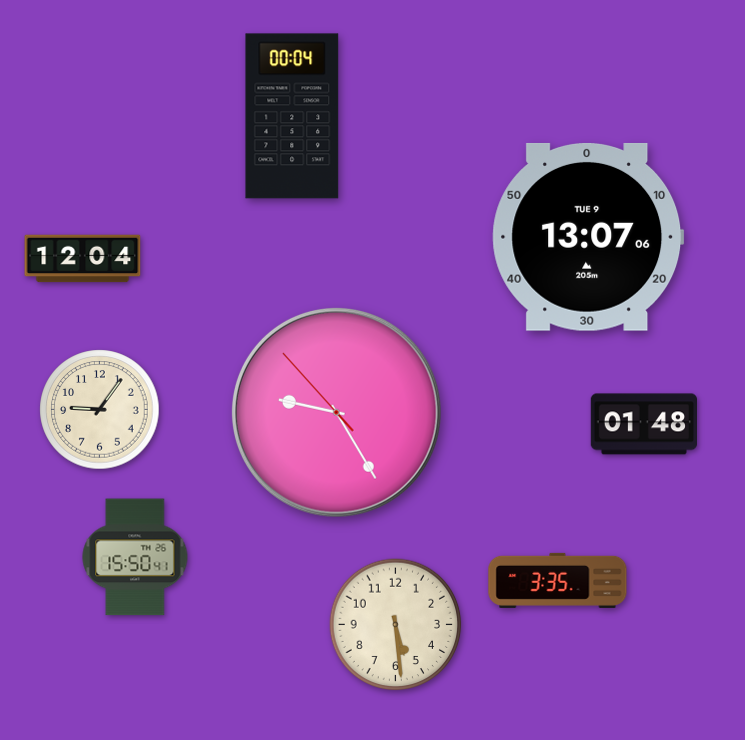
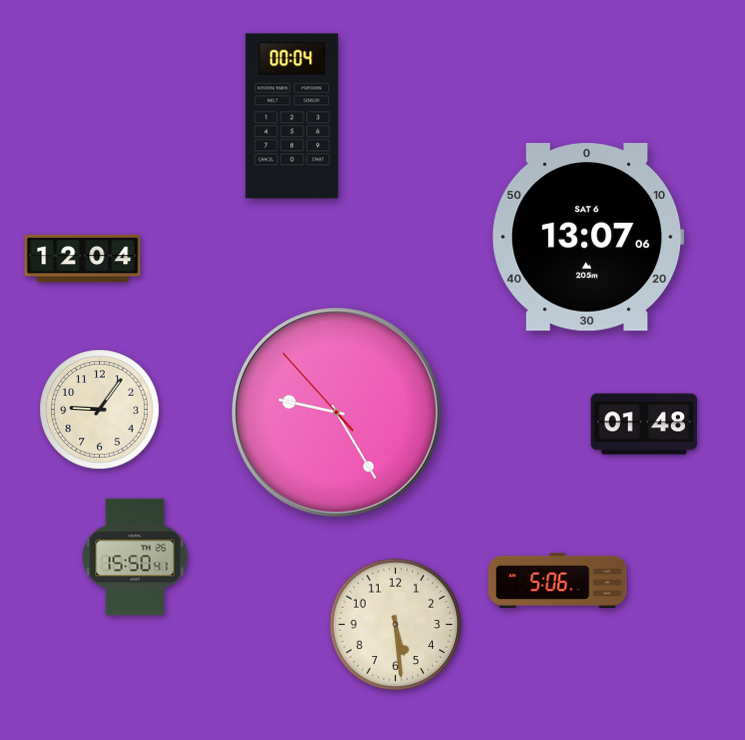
clock at (588, 237) date: TUE 9 -> SAT 6
clock at (558, 580): 3:35 -> 5:06
